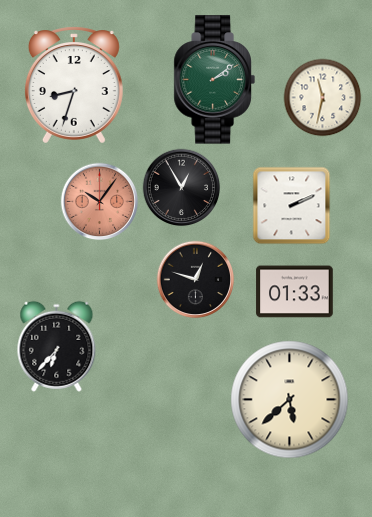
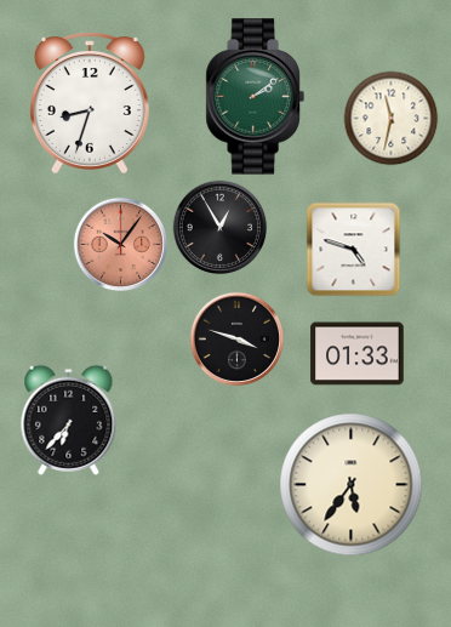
clock at (214, 80) position: (214, 80) -> (255, 97)
clock at (291, 205): 2:11 -> 4:48
clock at (195, 279): 12:48 -> 3:48
clock at (290, 400): 5:38 -> 5:36
